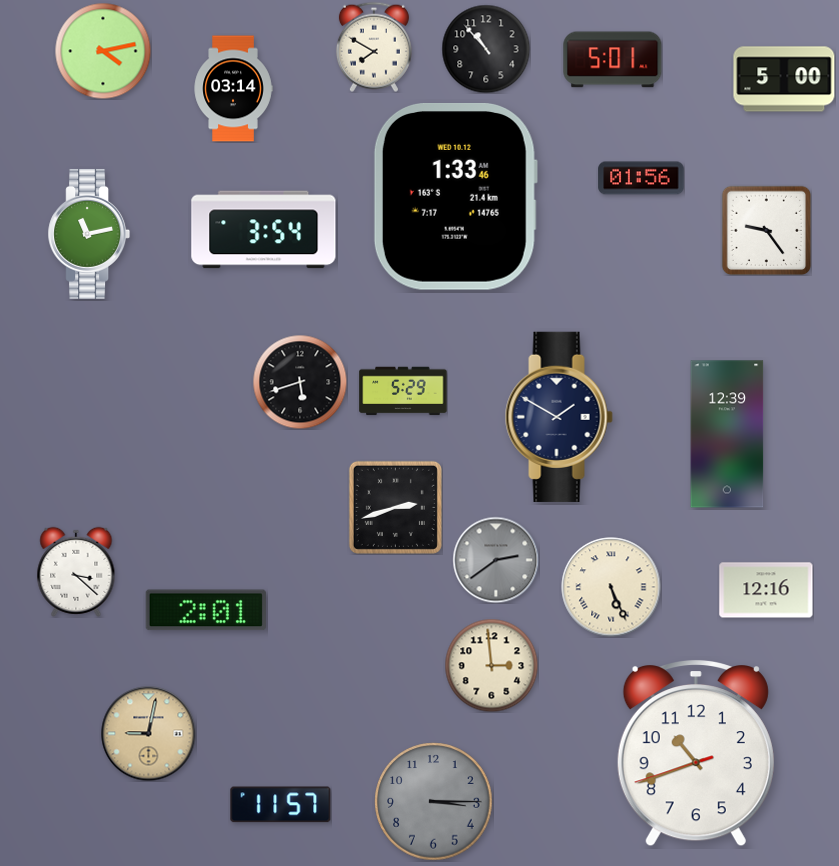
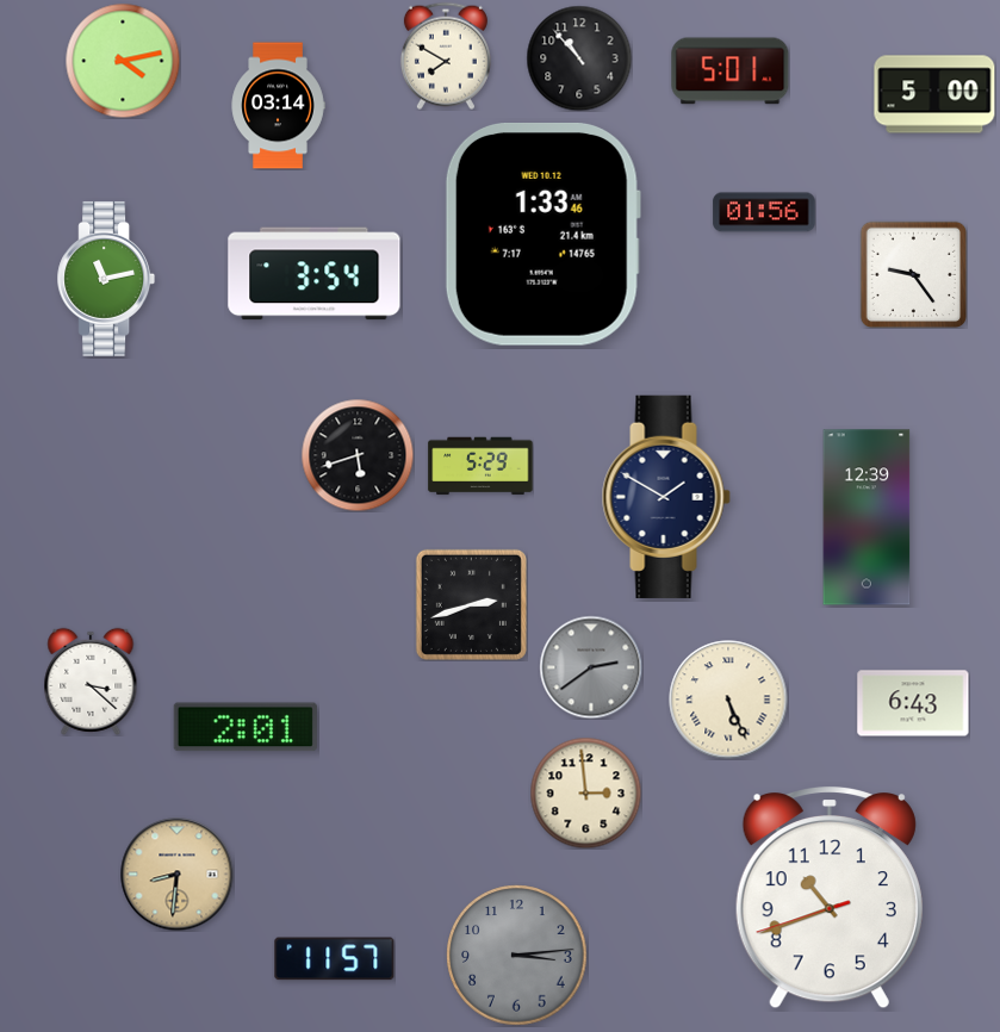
clock at (766, 590): 12:16 -> 6:43
clock at (148, 733): 9:02 -> 8:31
clock at (434, 802): 3:15 -> 3:14
